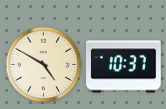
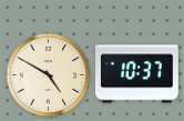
clock at (44, 65) position: (44, 65) -> (49, 75)
